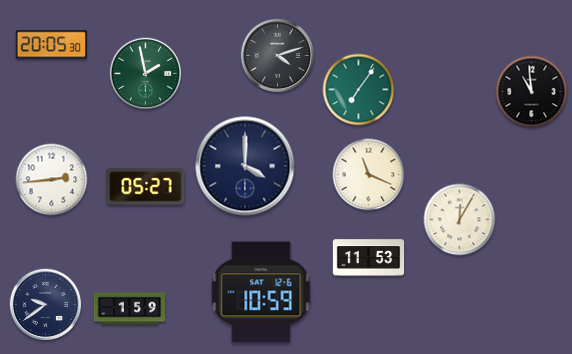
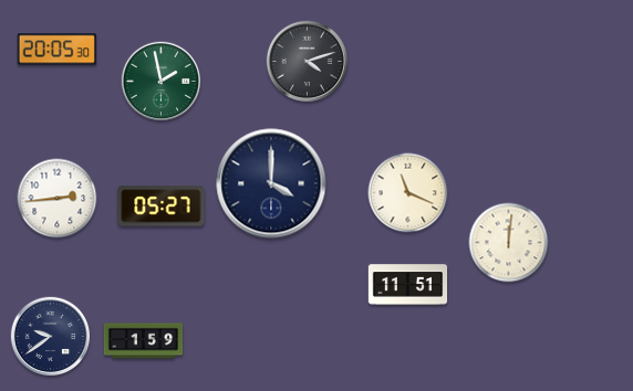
clock at (359, 90): 7:06 -> none
clock at (532, 92): 10:59 -> none
clock at (460, 220): 12:05 -> 12:01
clock at (369, 258): 11:53 -> 11:51
clock at (261, 292): 10:59 -> none
